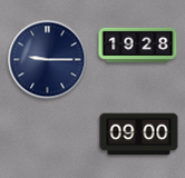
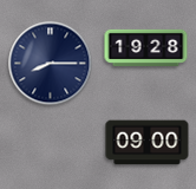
clock at (48, 60): 9:15 -> 8:15
